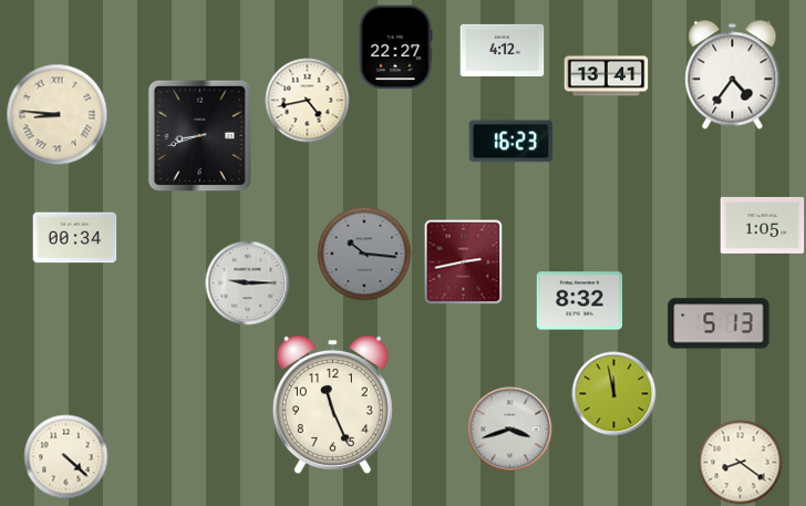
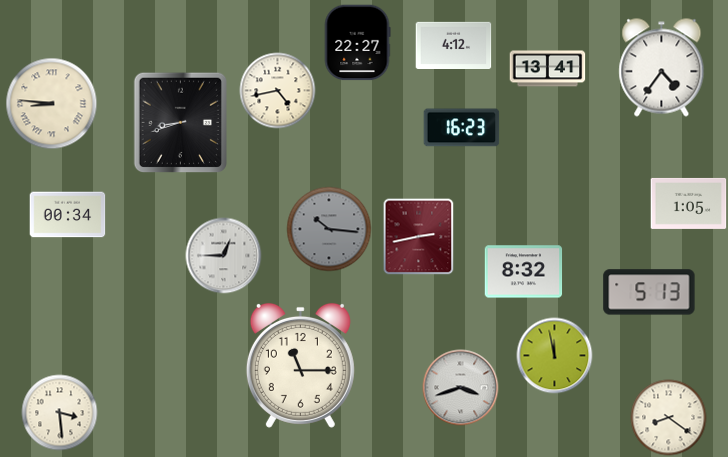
clock at (248, 283): 9:15 -> 12:45
clock at (332, 404): 11:26 -> 11:15
clock at (66, 457): 4:22 -> 3:29
